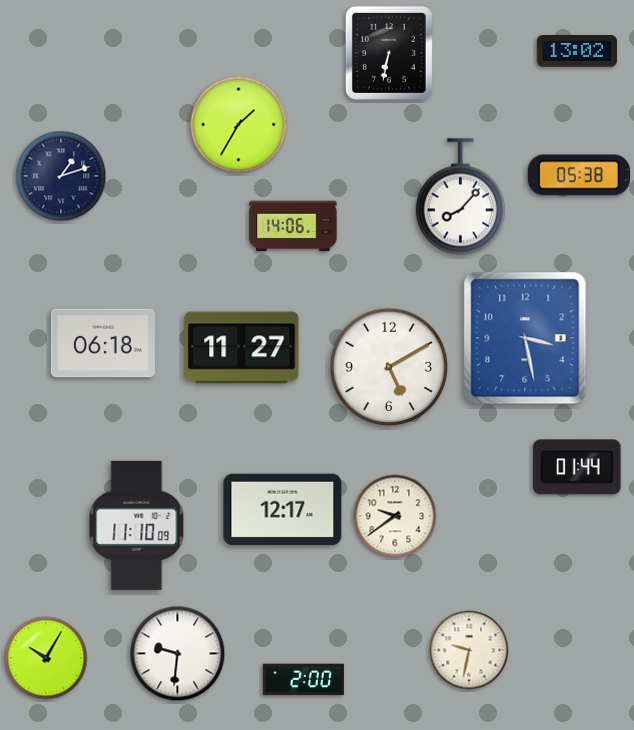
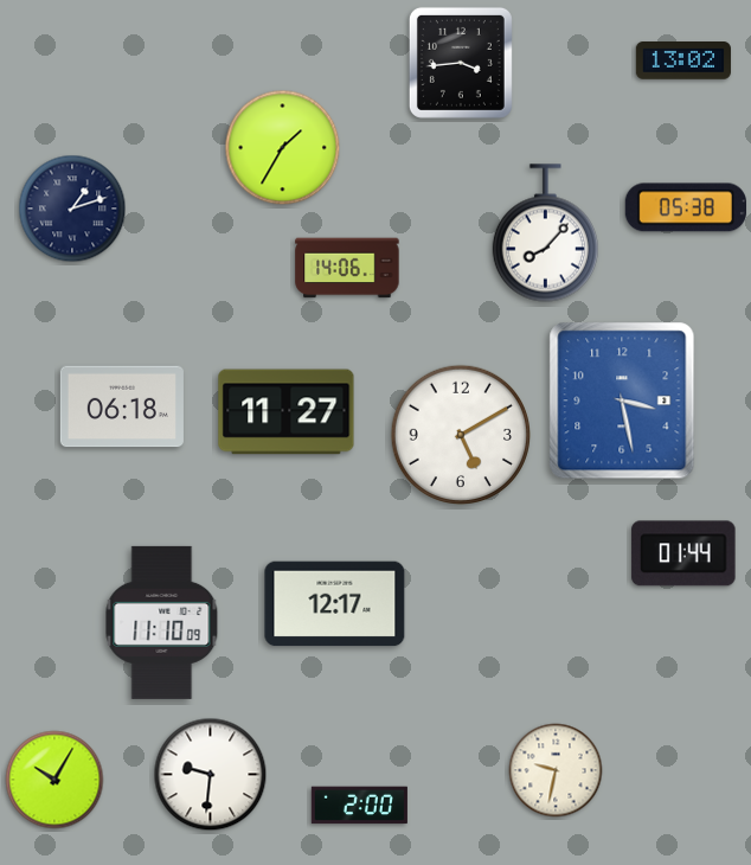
clock at (389, 53): 6:32 -> 3:44
clock at (395, 516): 9:39 -> none
